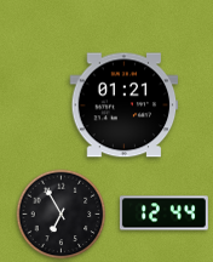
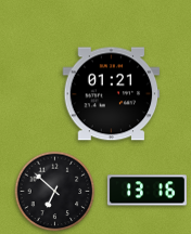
clock at (163, 213): 12:44 -> 13:16
clock at (62, 215): 6:55 -> 6:52
